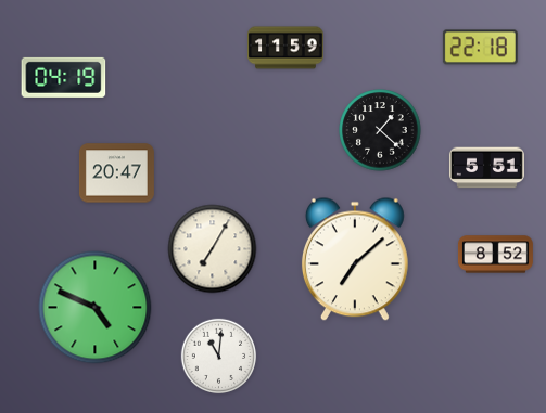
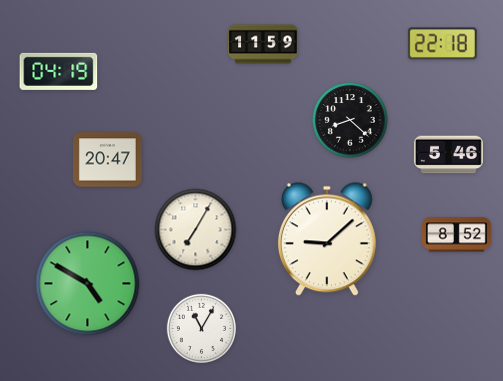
clock at (380, 130): 1:22 -> 8:22
clock at (487, 168): 5:51 -> 5:46
clock at (355, 259): 7:08 -> 9:08
clock at (96, 308): 4:49 -> 4:50
clock at (219, 357): 11:01 -> 11:05
